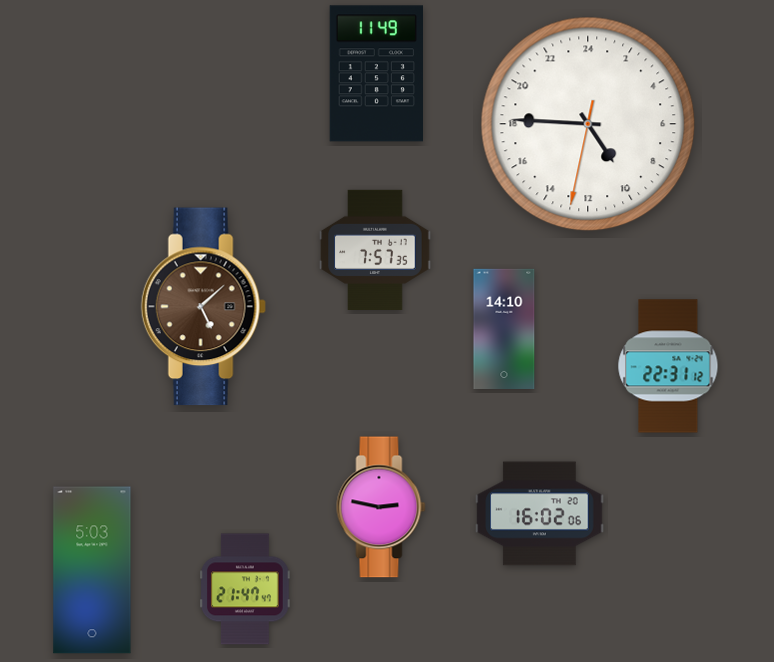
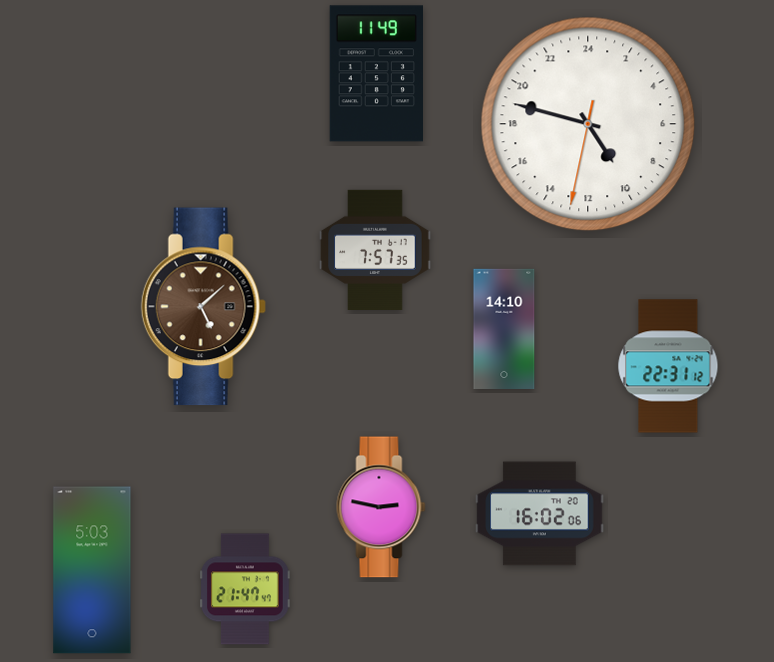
clock at (588, 124): 9:45 -> 9:47
